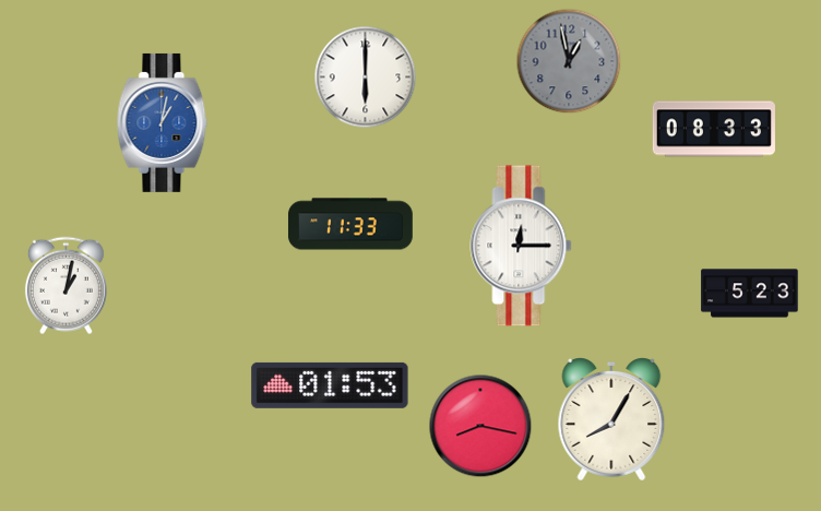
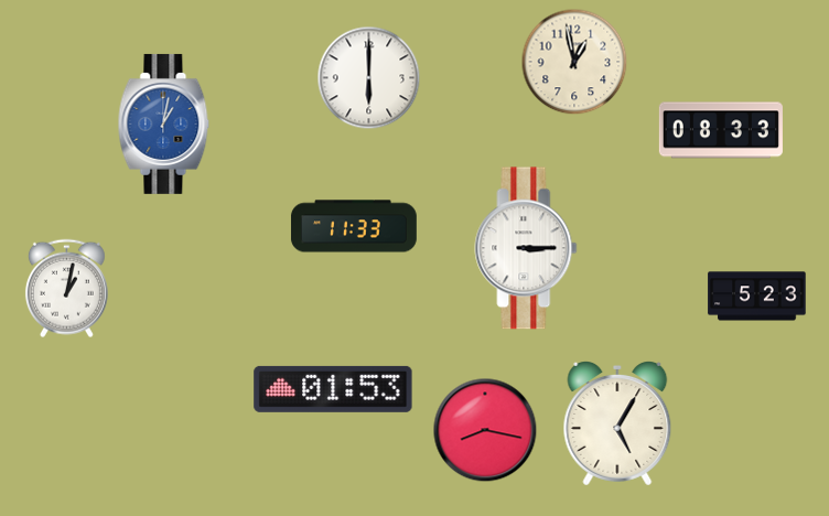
clock at (569, 61) dial: grey -> cream
clock at (521, 246): 12:15 -> 3:15
clock at (611, 420): 8:05 -> 5:05
